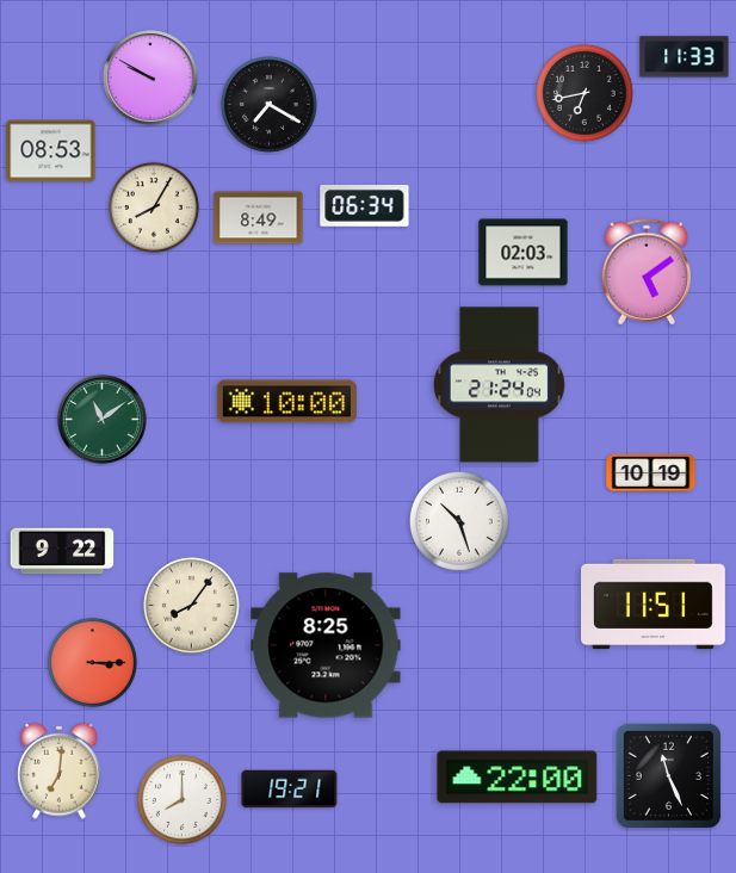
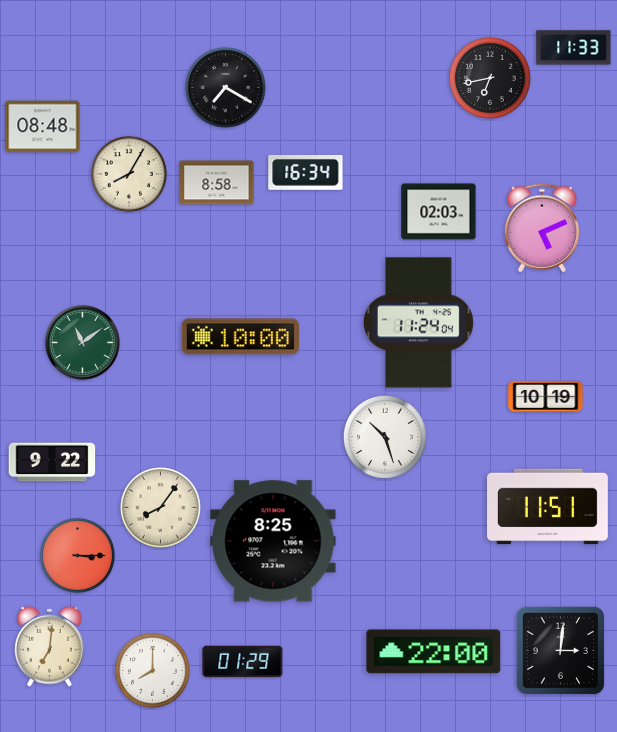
clock at (150, 78): 9:50 -> none
clock at (51, 151): 08:53 -> 08:48
clock at (365, 205): 06:34 -> 16:34
clock at (259, 218): 8:49 -> 8:58
clock at (647, 272): 5:09 -> 5:11
clock at (499, 385): 21:24 -> 11:24
clock at (103, 420) position: (103, 420) -> (83, 343)
clock at (668, 775): 11:26 -> 3:01
clock at (290, 790): 19:21 -> 01:29
